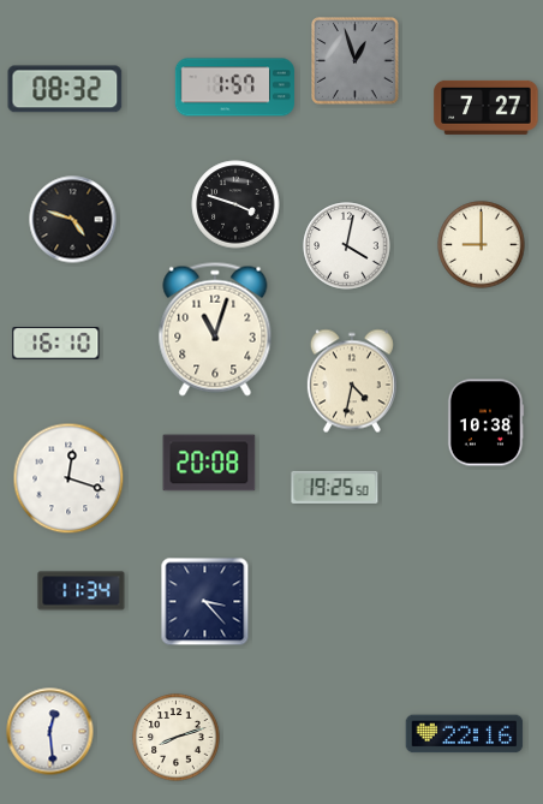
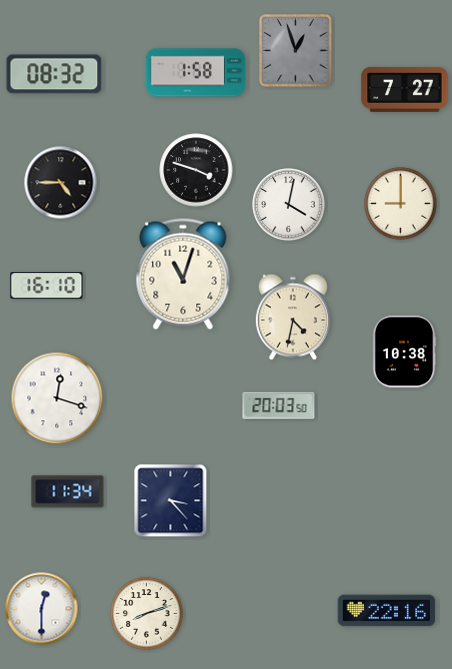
clock at (234, 88): 1:57 -> 1:58
clock at (73, 220): 4:48 -> 4:45
clock at (215, 329) position: (215, 329) -> (183, 274)
clock at (209, 463): 20:08 -> none
clock at (335, 487): 19:25 -> 20:03
clock at (50, 732): 12:29 -> 12:30
